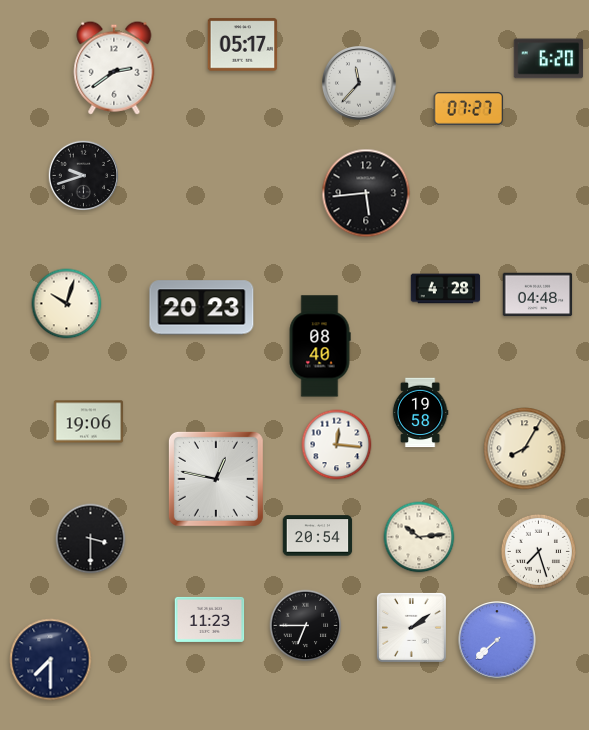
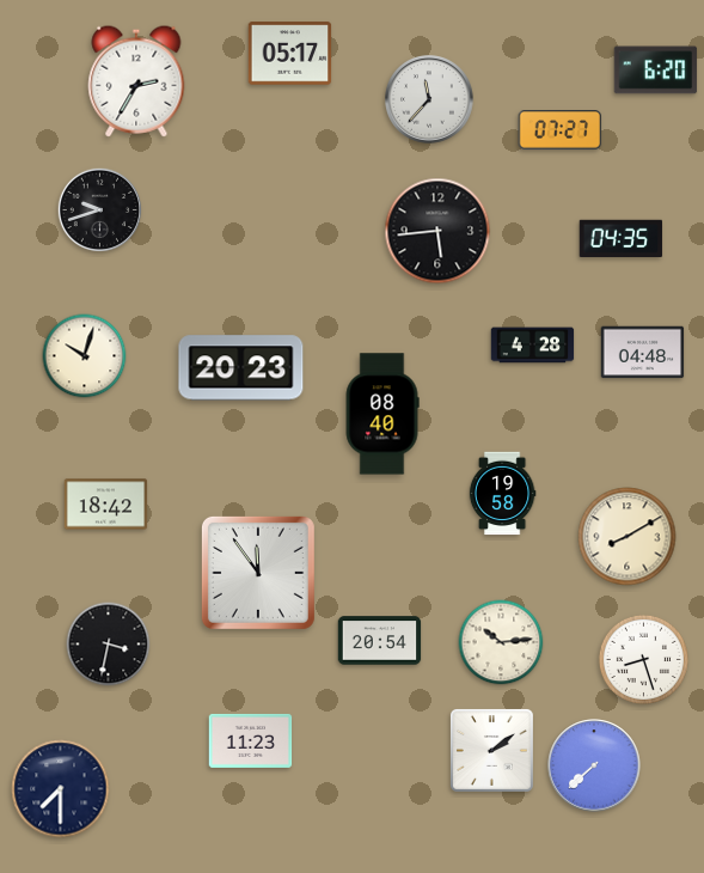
clock at (114, 68): 2:39 -> 2:35
clock at (622, 238): none -> 04:35
clock at (67, 304) position: (67, 304) -> (85, 356)
clock at (89, 422): 19:06 -> 18:42
clock at (337, 445): 12:16 -> none
clock at (525, 449): 8:05 -> 8:10
clock at (216, 479): 12:47 -> 11:54
clock at (91, 539): 3:30 -> 3:32
clock at (538, 551): 7:27 -> 8:27
clock at (306, 626): 6:45 -> none
